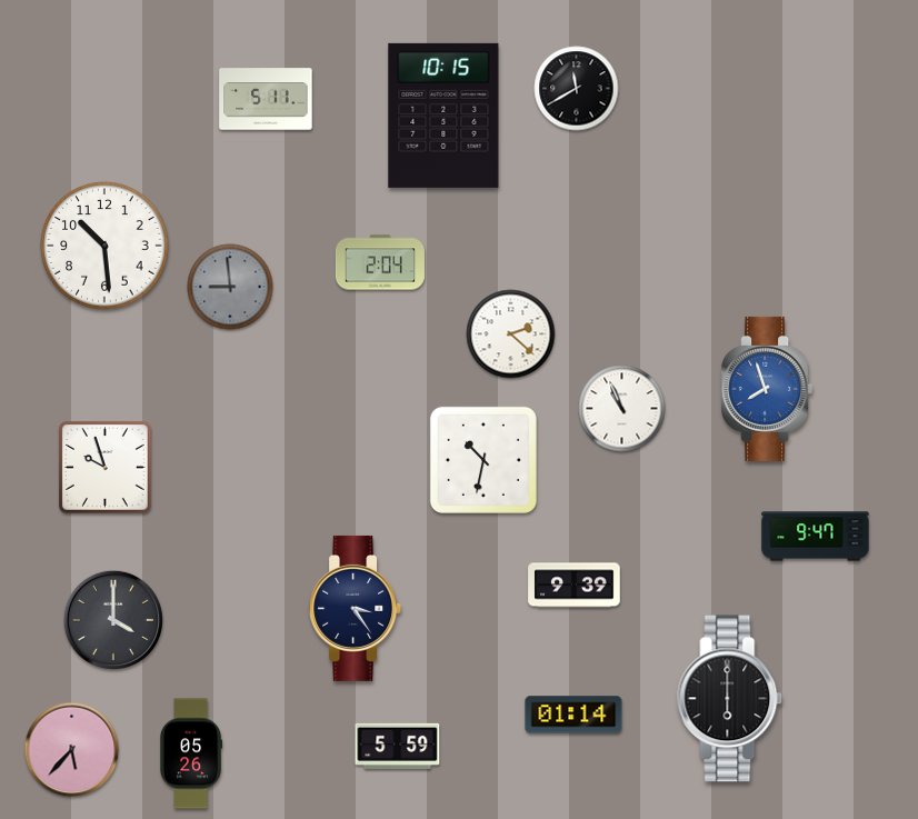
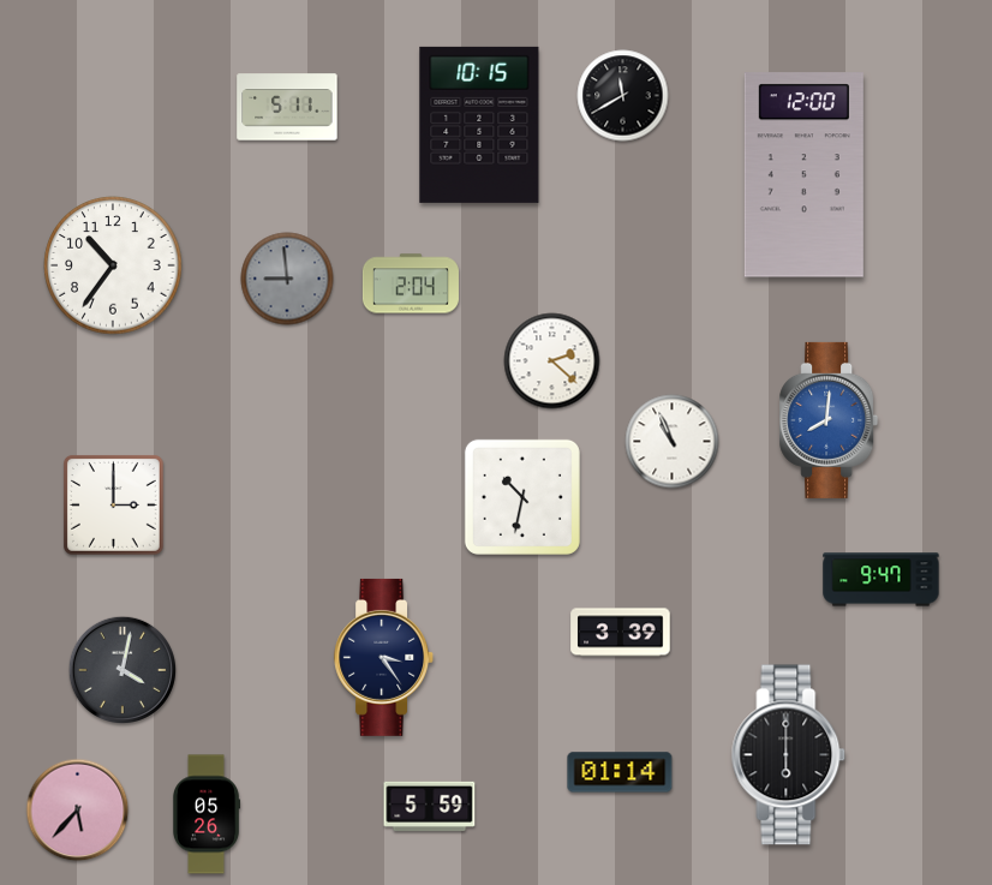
clock at (803, 175): none -> 12:00
clock at (104, 246): 10:29 -> 10:36
clock at (230, 287) position: (230, 287) -> (287, 279)
clock at (767, 389): 7:57 -> 8:01
clock at (104, 467): 9:57 -> 3:00
clock at (575, 586): 9:39 -> 3:39
clock at (112, 619): 4:00 -> 4:02
